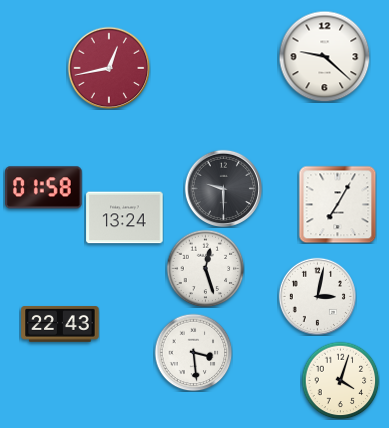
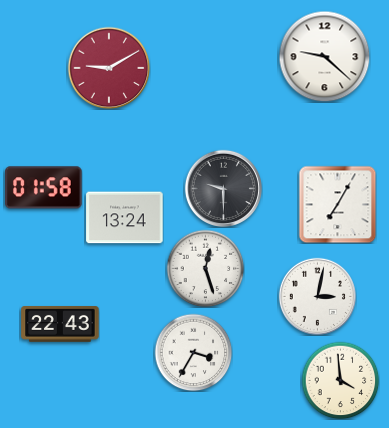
clock at (109, 68): 12:43 -> 9:10
clock at (193, 352): 3:29 -> 3:35
clock at (340, 380): 4:03 -> 3:59
